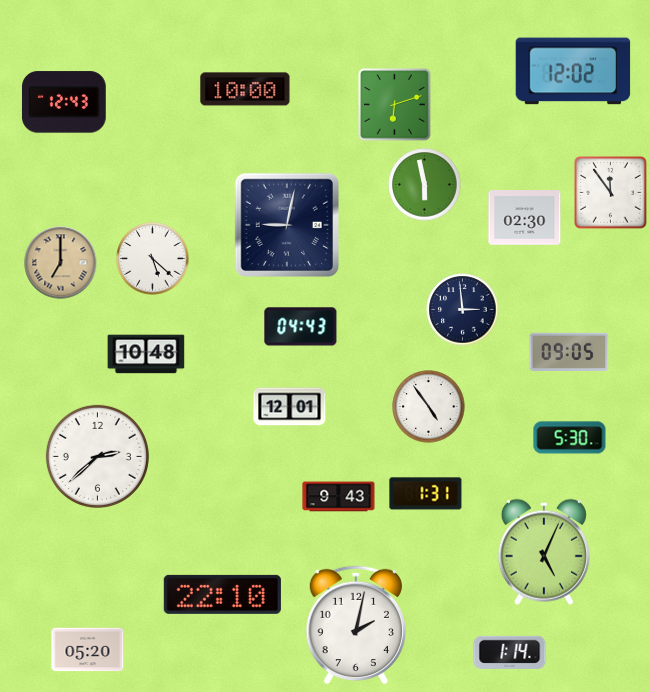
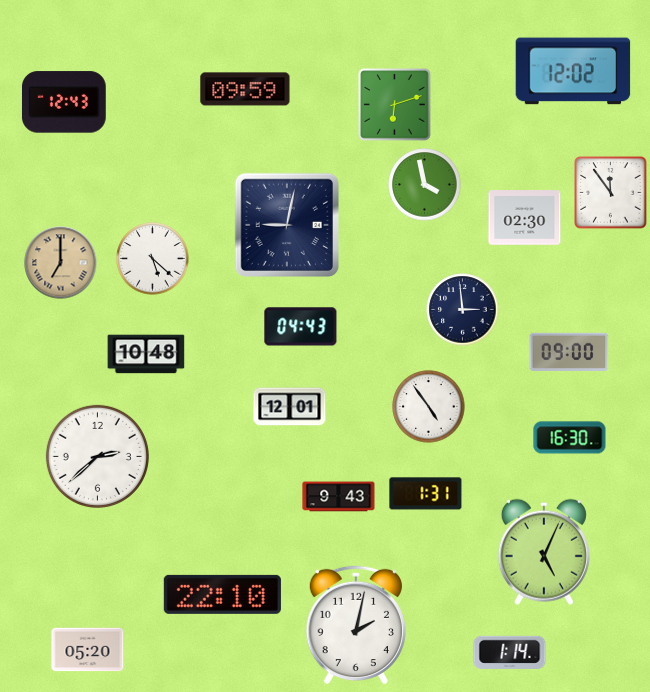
clock at (245, 89): 10:00 -> 09:59
clock at (425, 185): 5:58 -> 3:58
clock at (569, 352): 09:05 -> 09:00
clock at (570, 438): 5:30 -> 16:30
